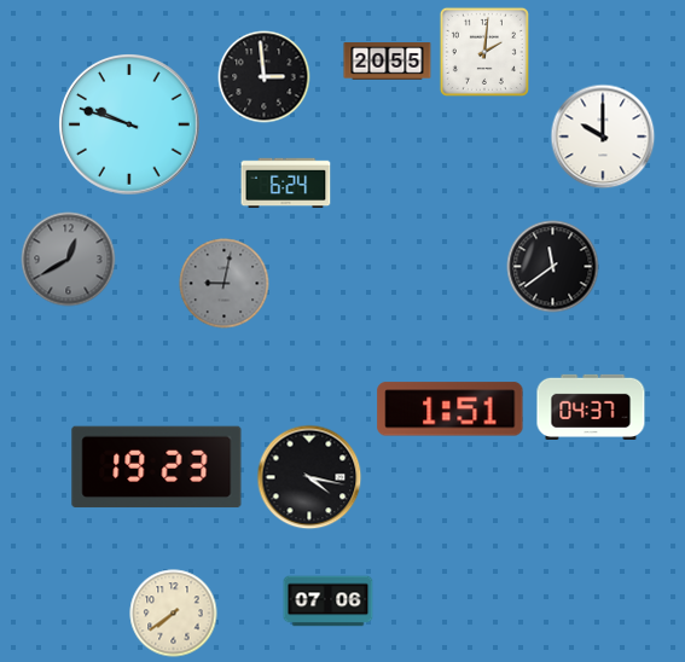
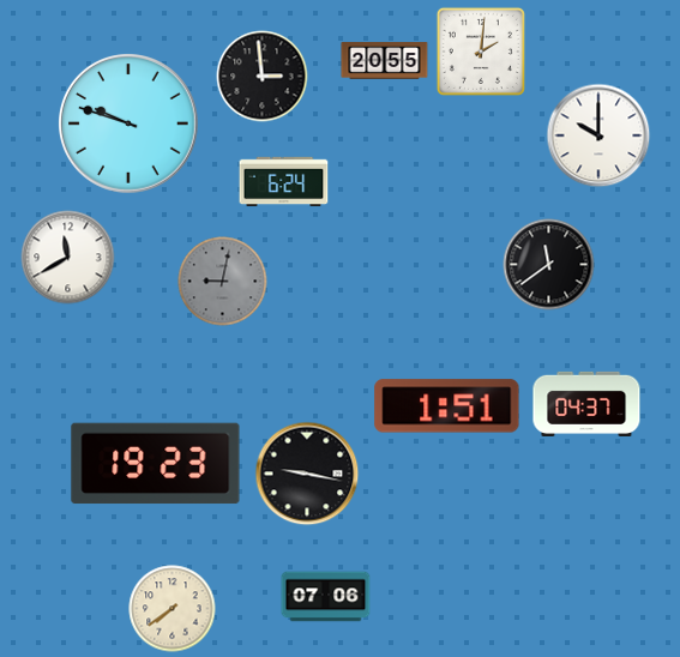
clock at (69, 260): 12:40 -> 11:40
clock at (69, 260) dial: grey -> white
clock at (309, 477): 4:17 -> 9:17
